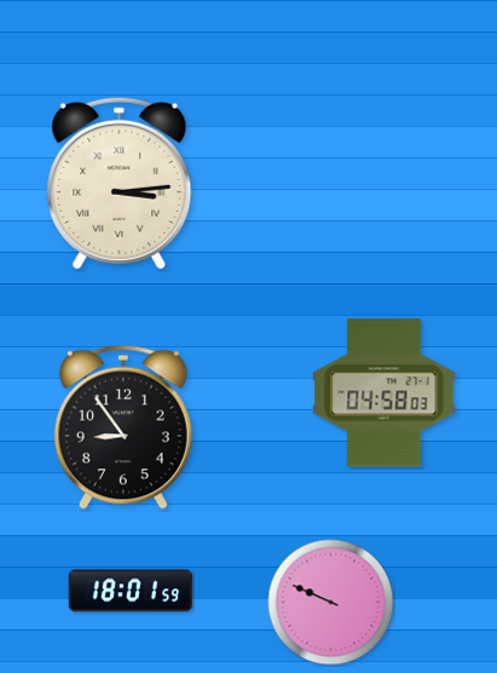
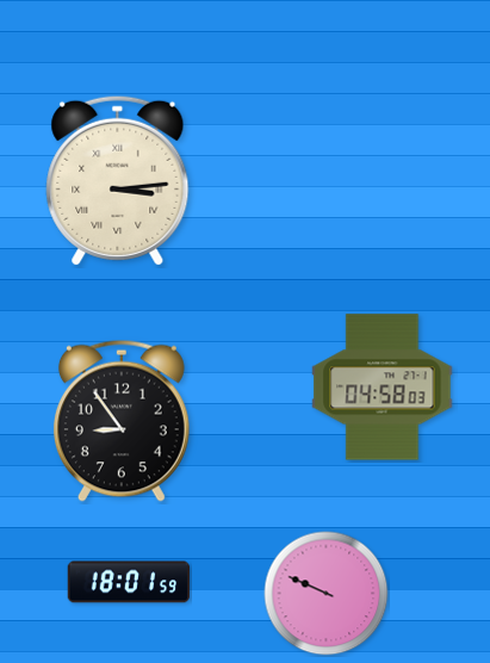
clock at (385, 393) position: (385, 393) -> (383, 388)
